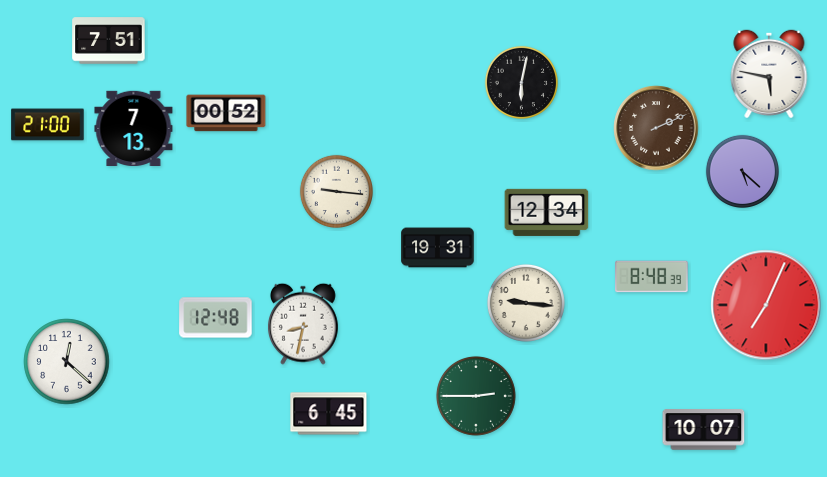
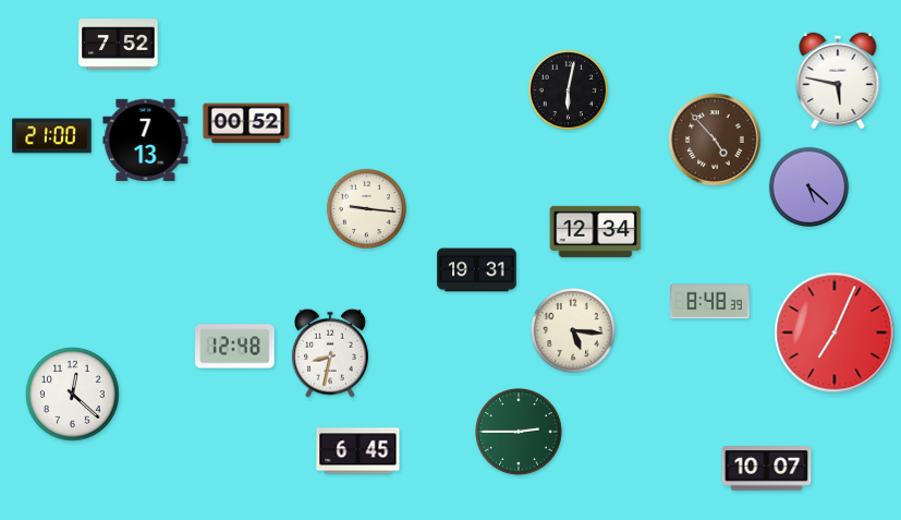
clock at (109, 41): 7:51 -> 7:52
clock at (656, 128): 2:11 -> 4:53
clock at (526, 303): 9:16 -> 5:16
